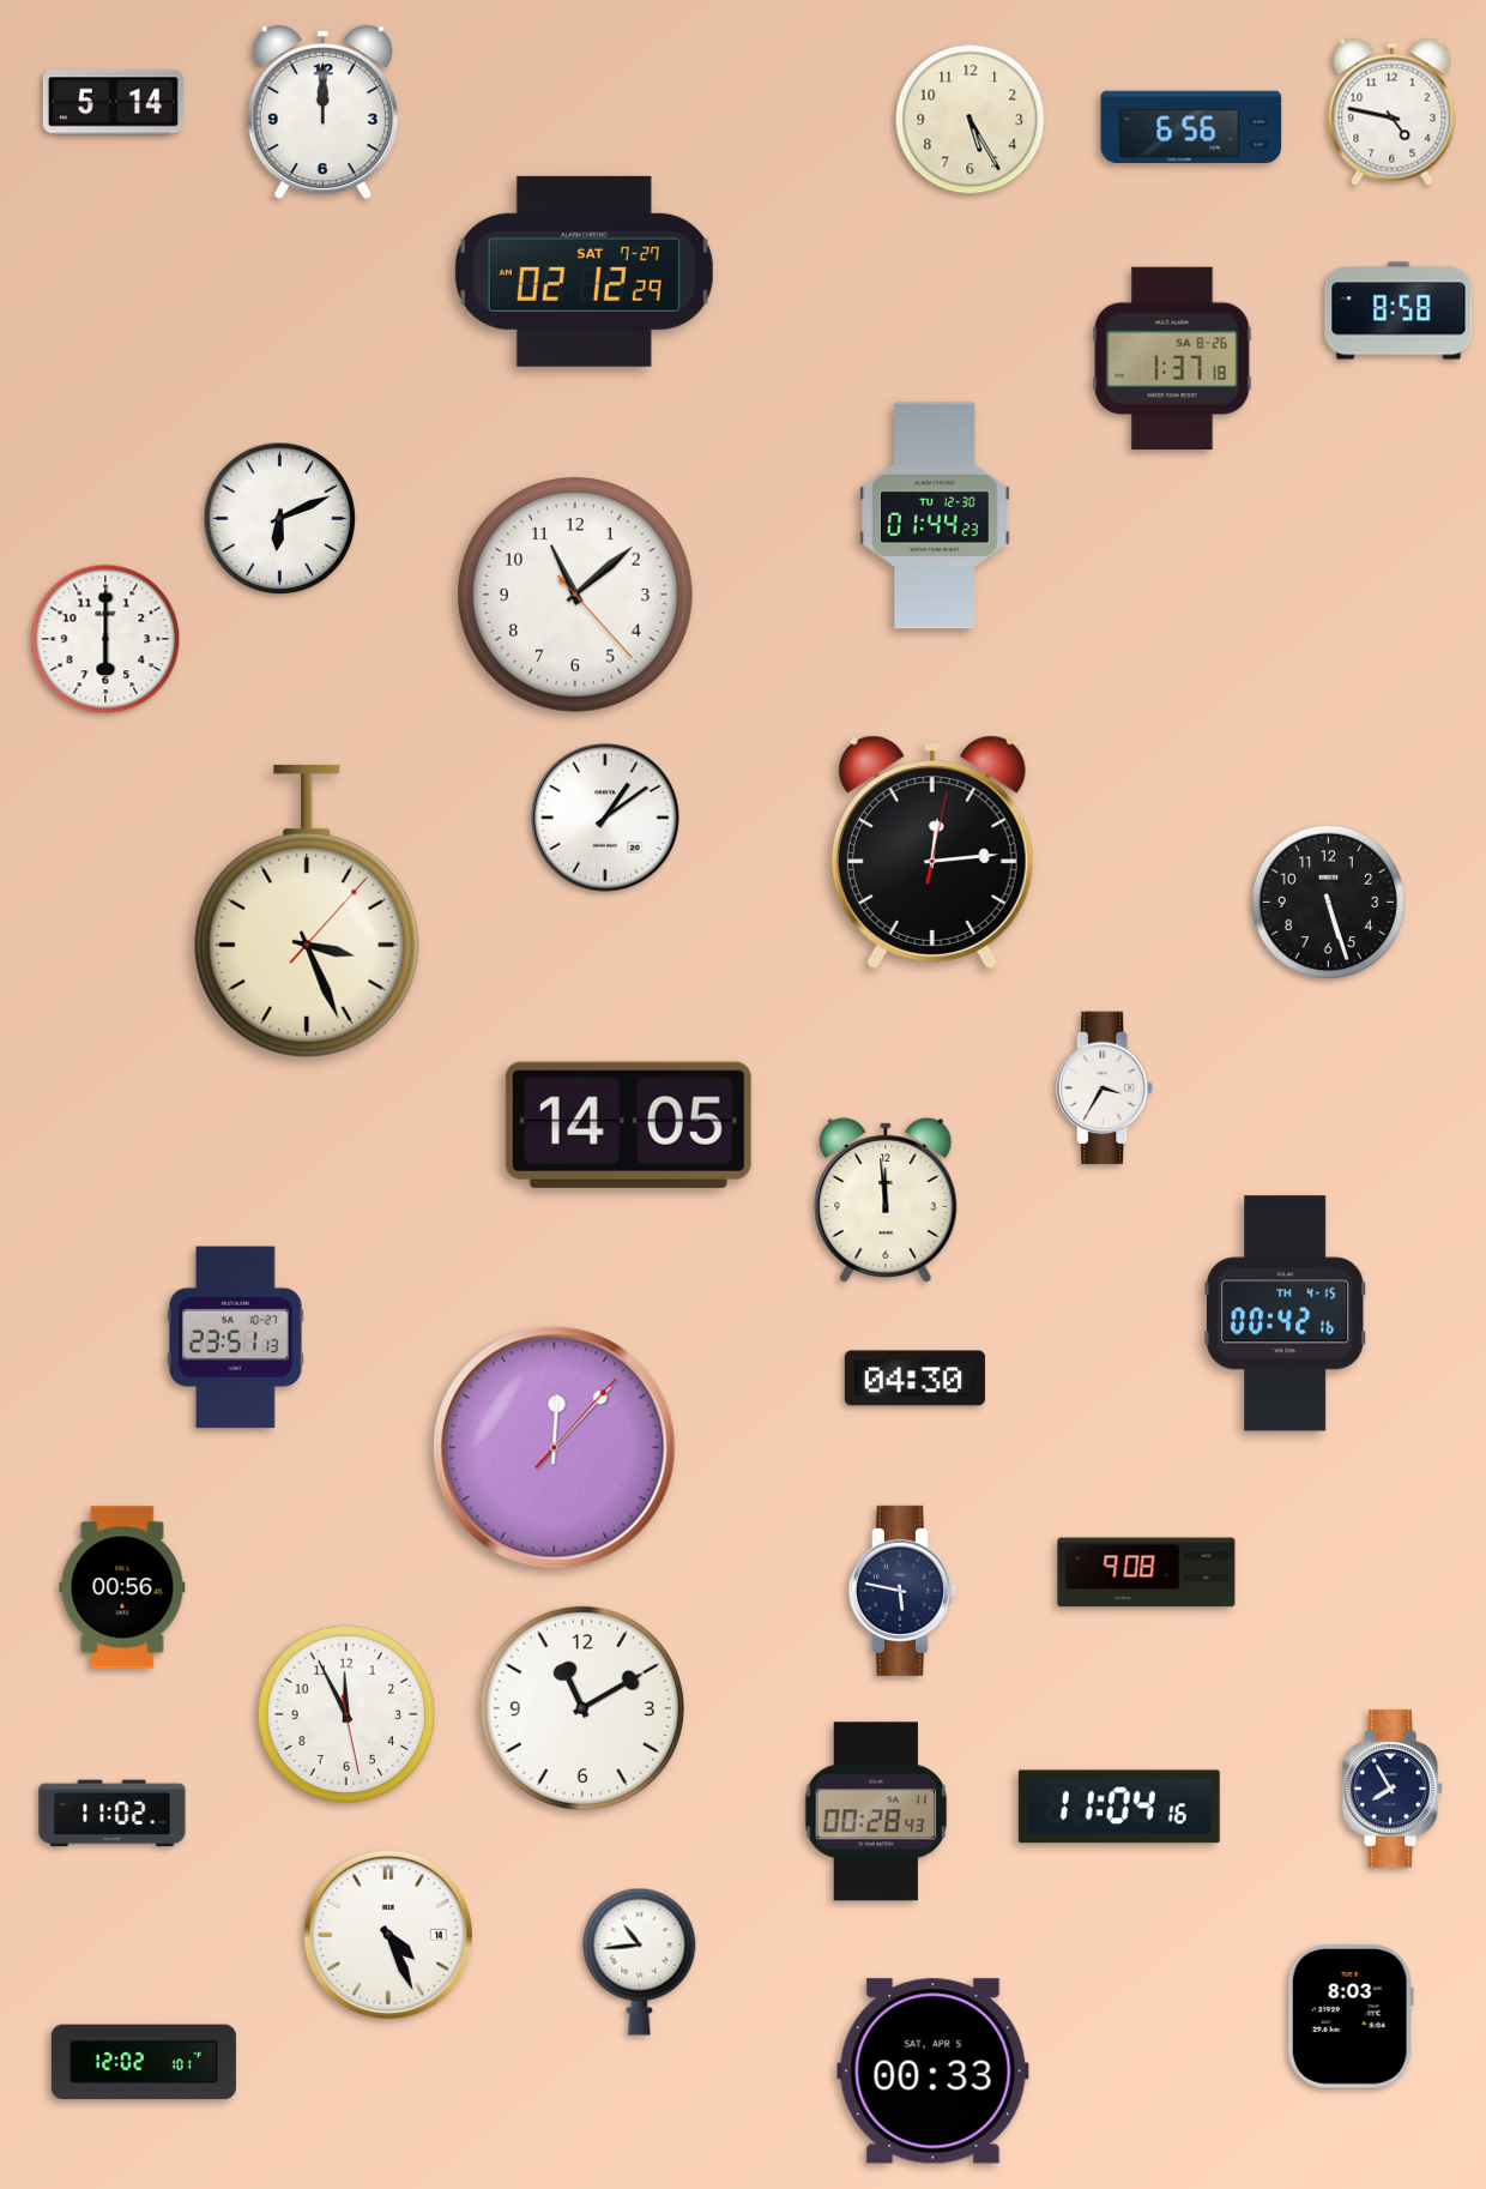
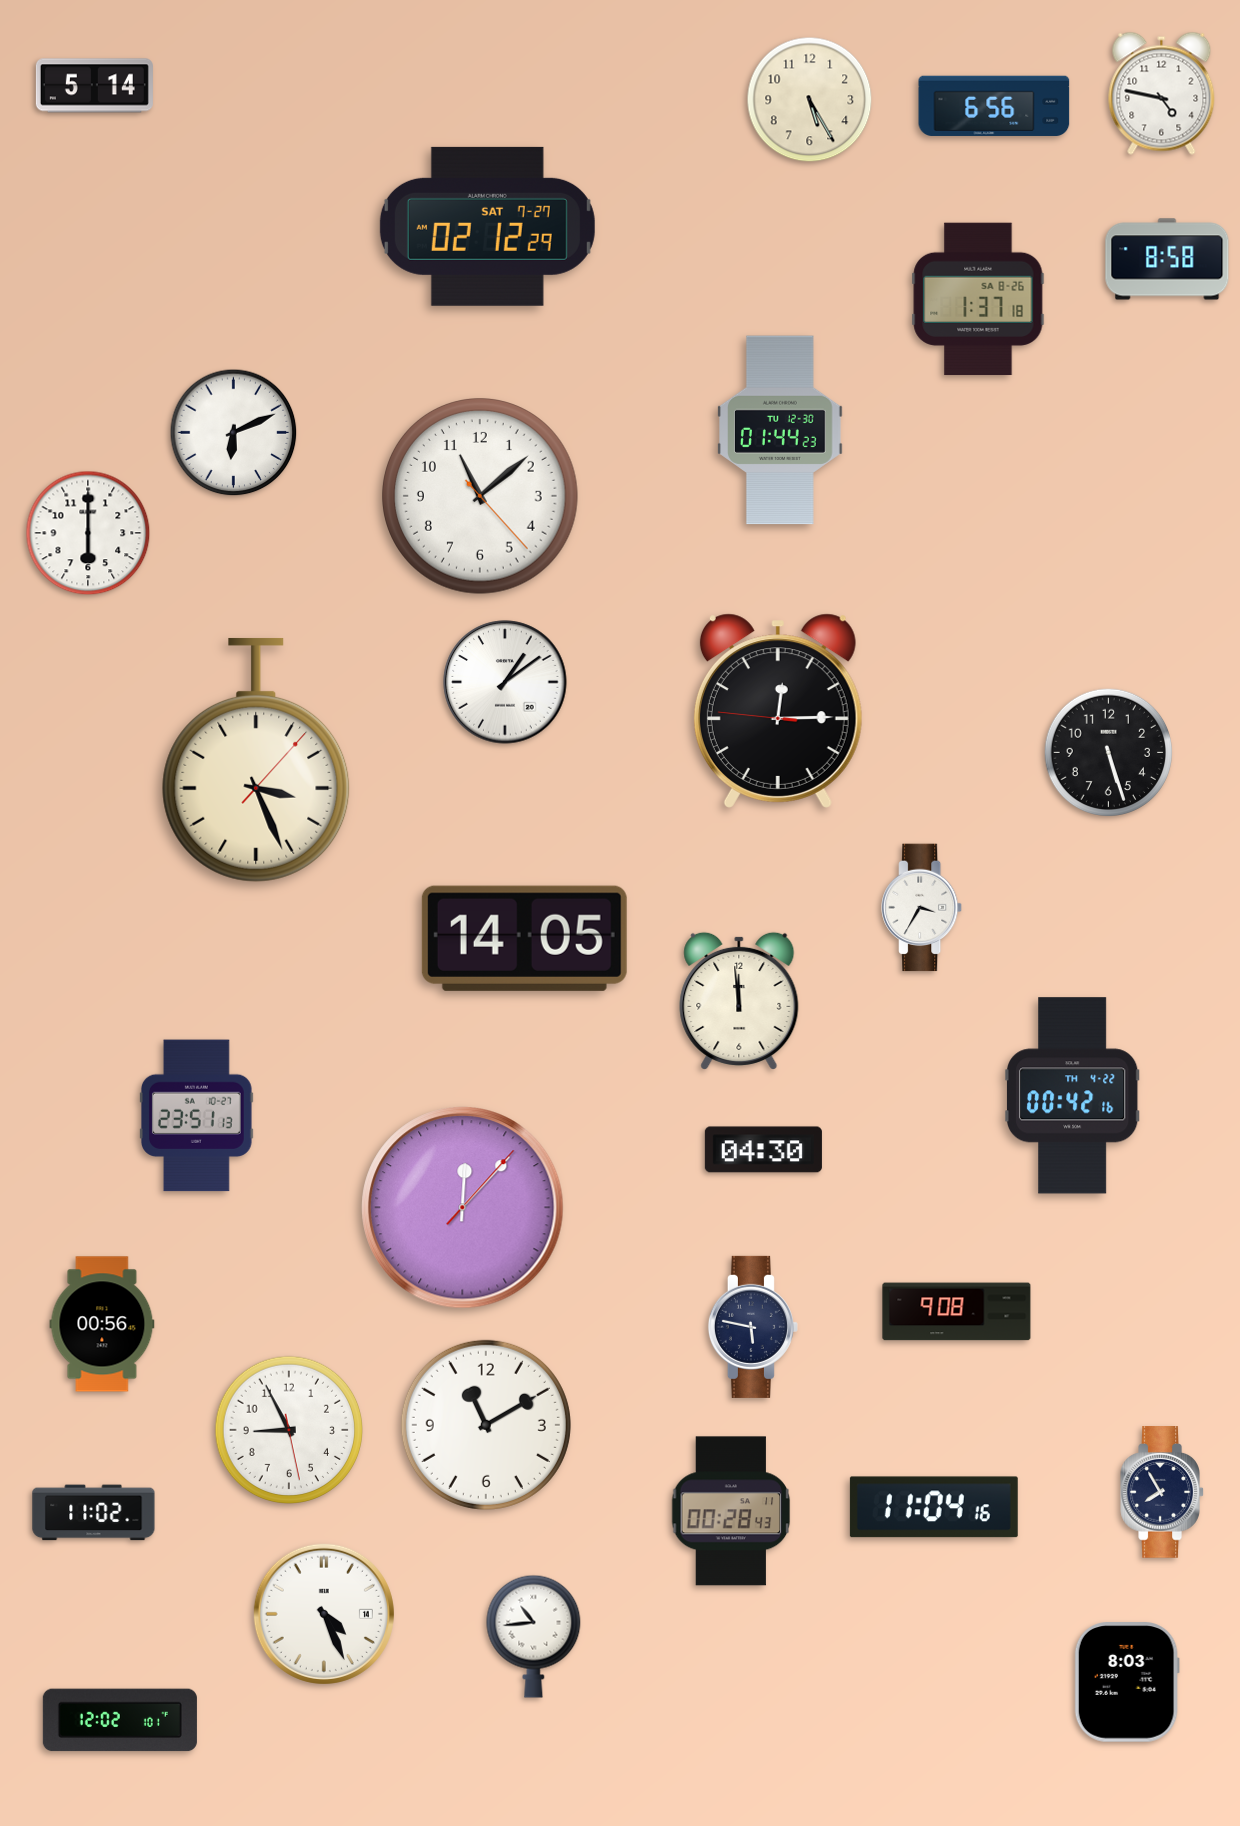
clock at (322, 113): 12:00 -> none
clock at (932, 852): 12:14:02 -> 12:14:46
clock at (1285, 1314) date: TH 4-15 -> TH 4-22
clock at (345, 1713): 11:55 -> 8:55
clock at (934, 2072): 00:33 -> none
